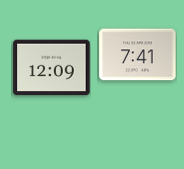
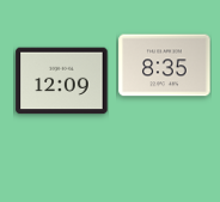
clock at (138, 55): 7:41 -> 8:35
